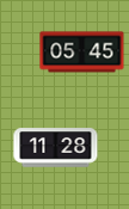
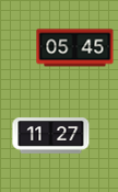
clock at (56, 148): 11:28 -> 11:27
